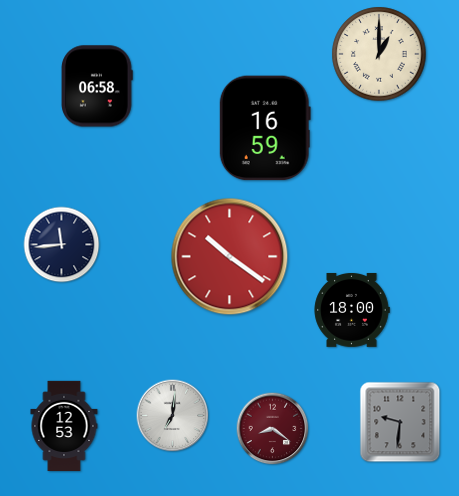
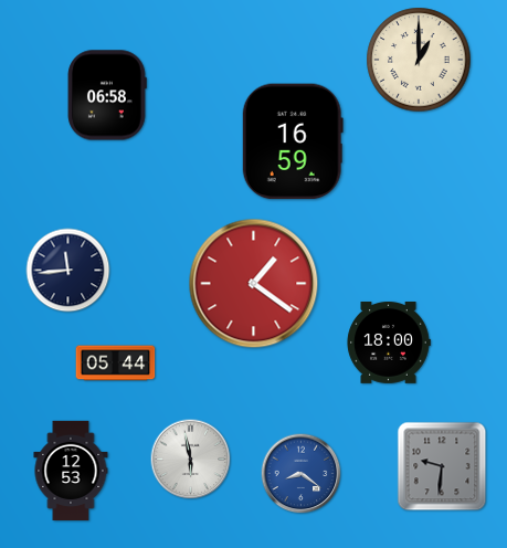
clock at (230, 257): 10:21 -> 1:21
clock at (116, 363): none -> 05:44
clock at (173, 416): 7:01 -> 5:58
clock at (273, 429) dial: burgundy -> blue
